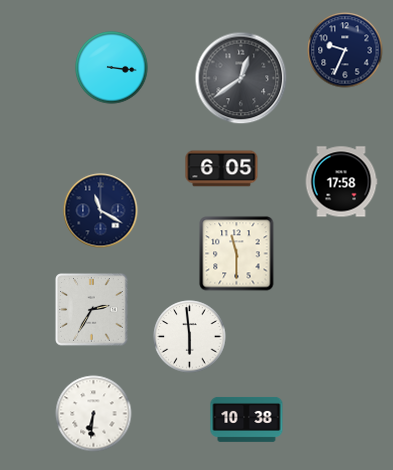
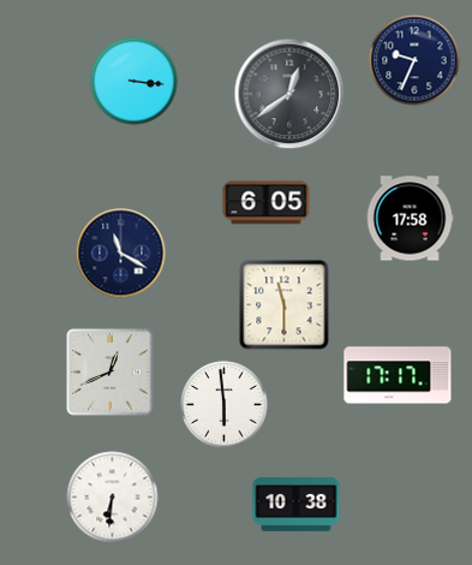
clock at (92, 310): 2:35 -> 12:41
clock at (398, 375): none -> 17:17
clock at (190, 337) position: (190, 337) -> (225, 405)
